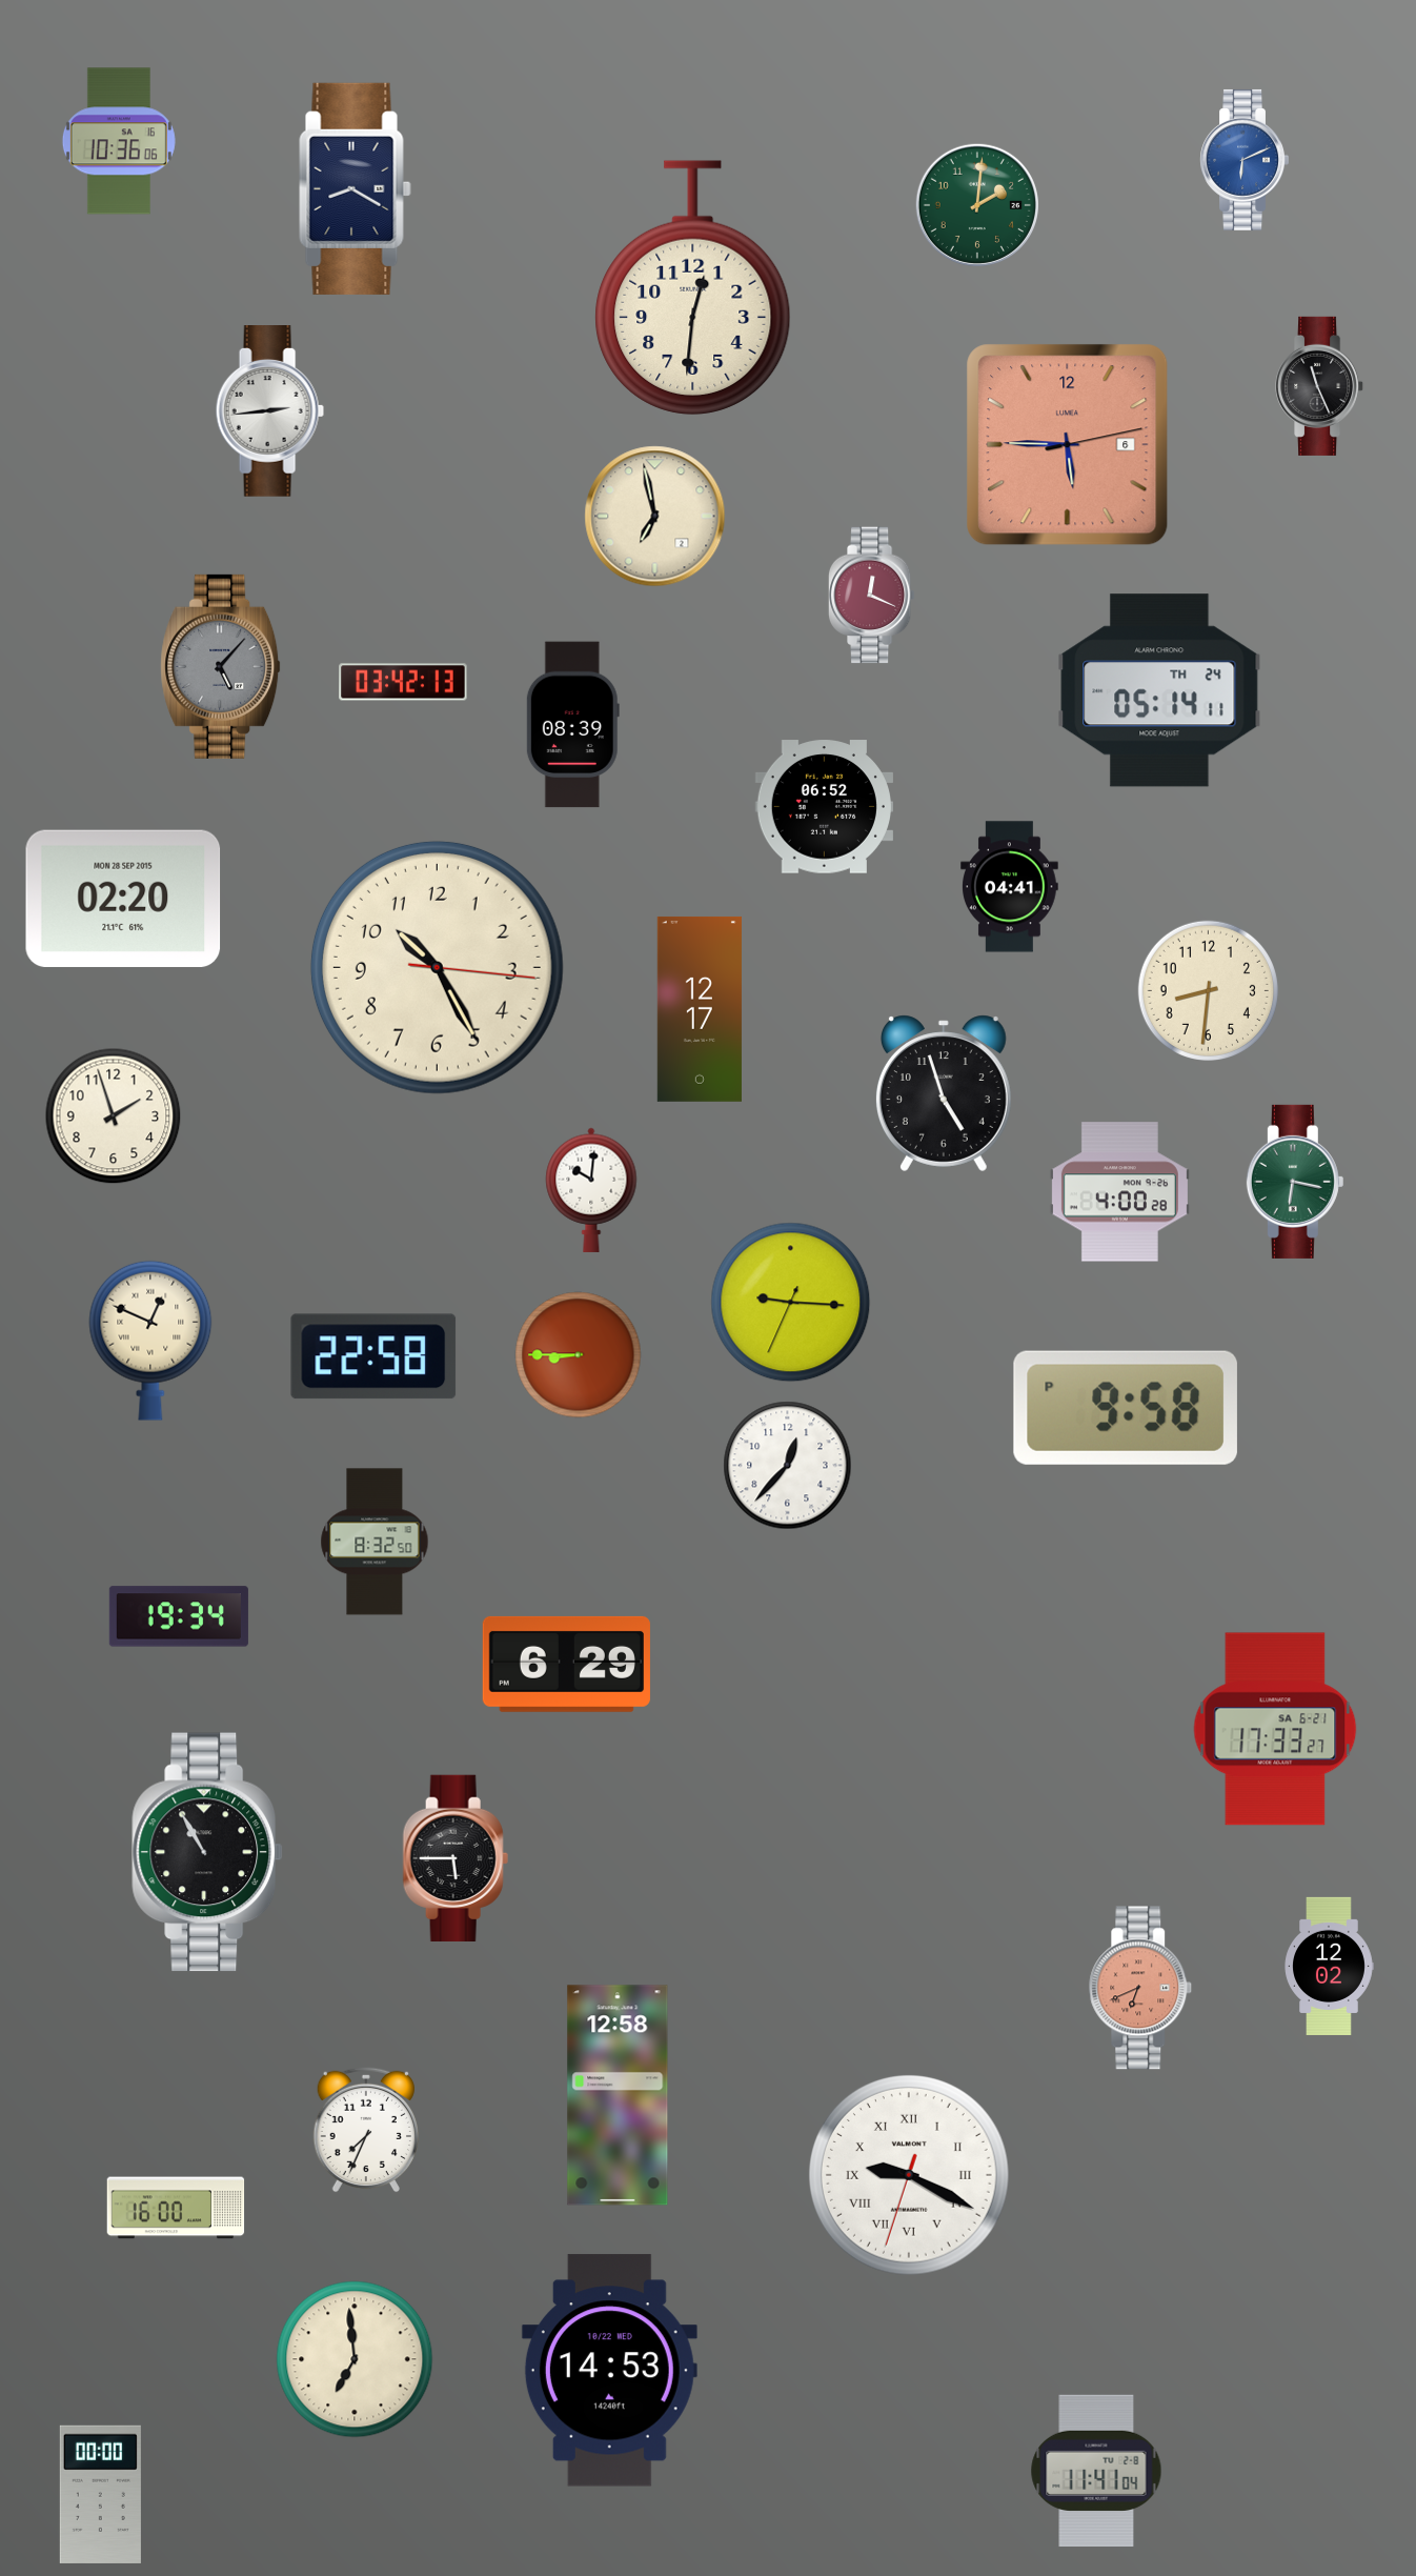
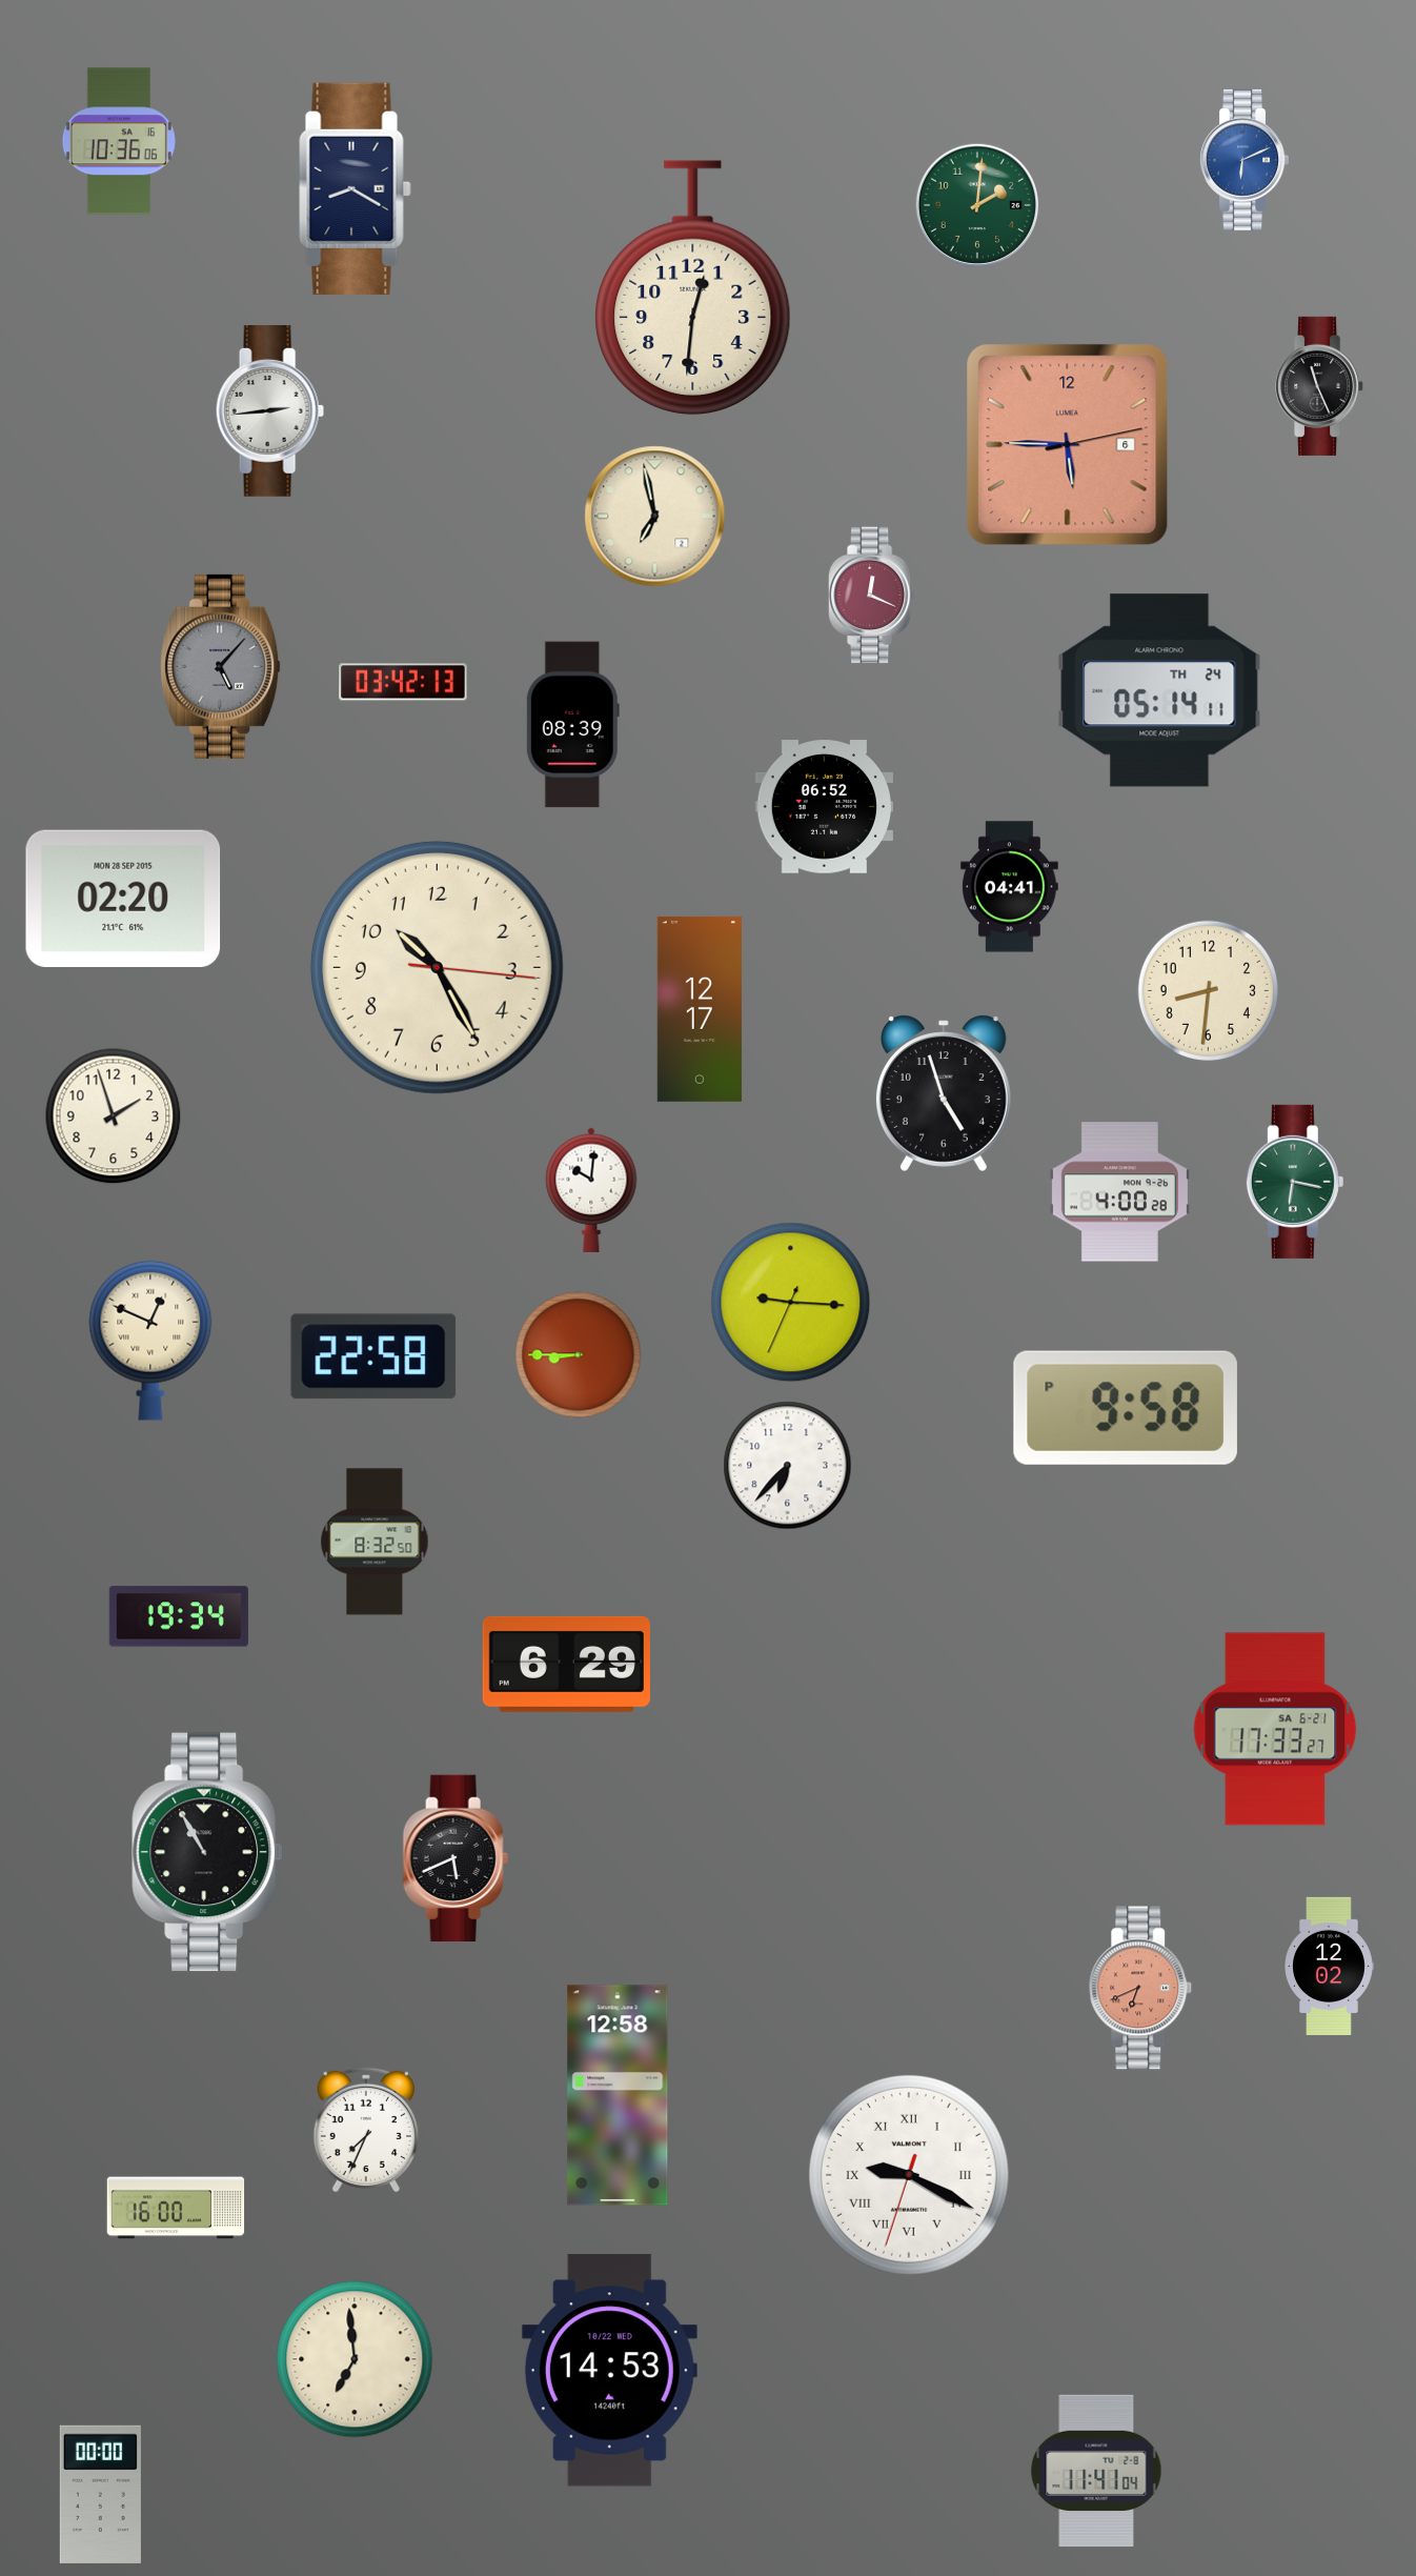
clock at (788, 1466): 12:37 -> 6:37
clock at (456, 1857): 5:45 -> 5:41
